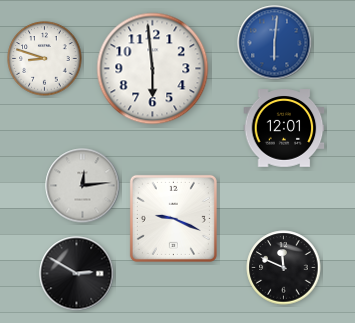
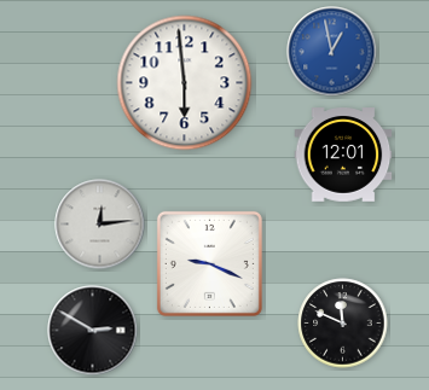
clock at (275, 43): 6:01 -> 12:58
clock at (45, 59): 8:48 -> none
